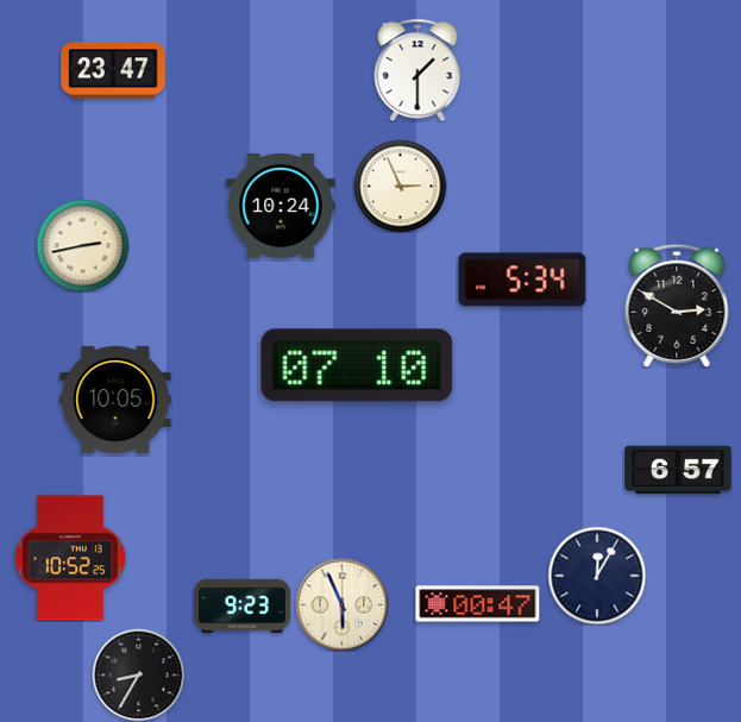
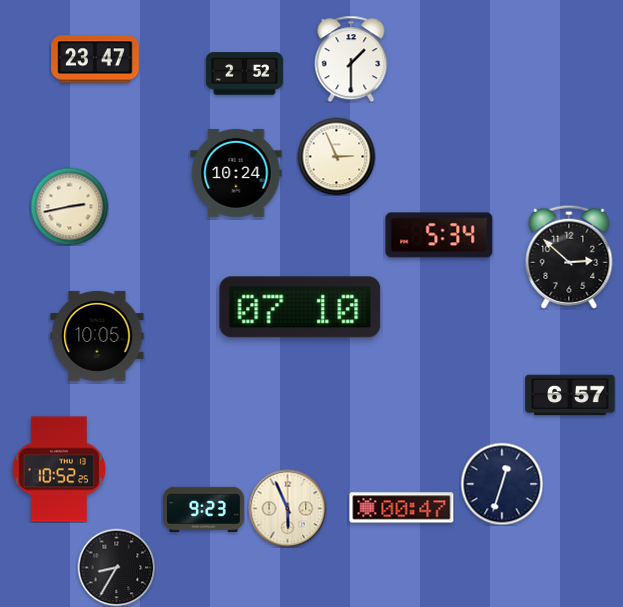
clock at (244, 74): none -> 2:52
clock at (677, 306): 2:50 -> 2:52
clock at (597, 576): 12:05 -> 12:33
